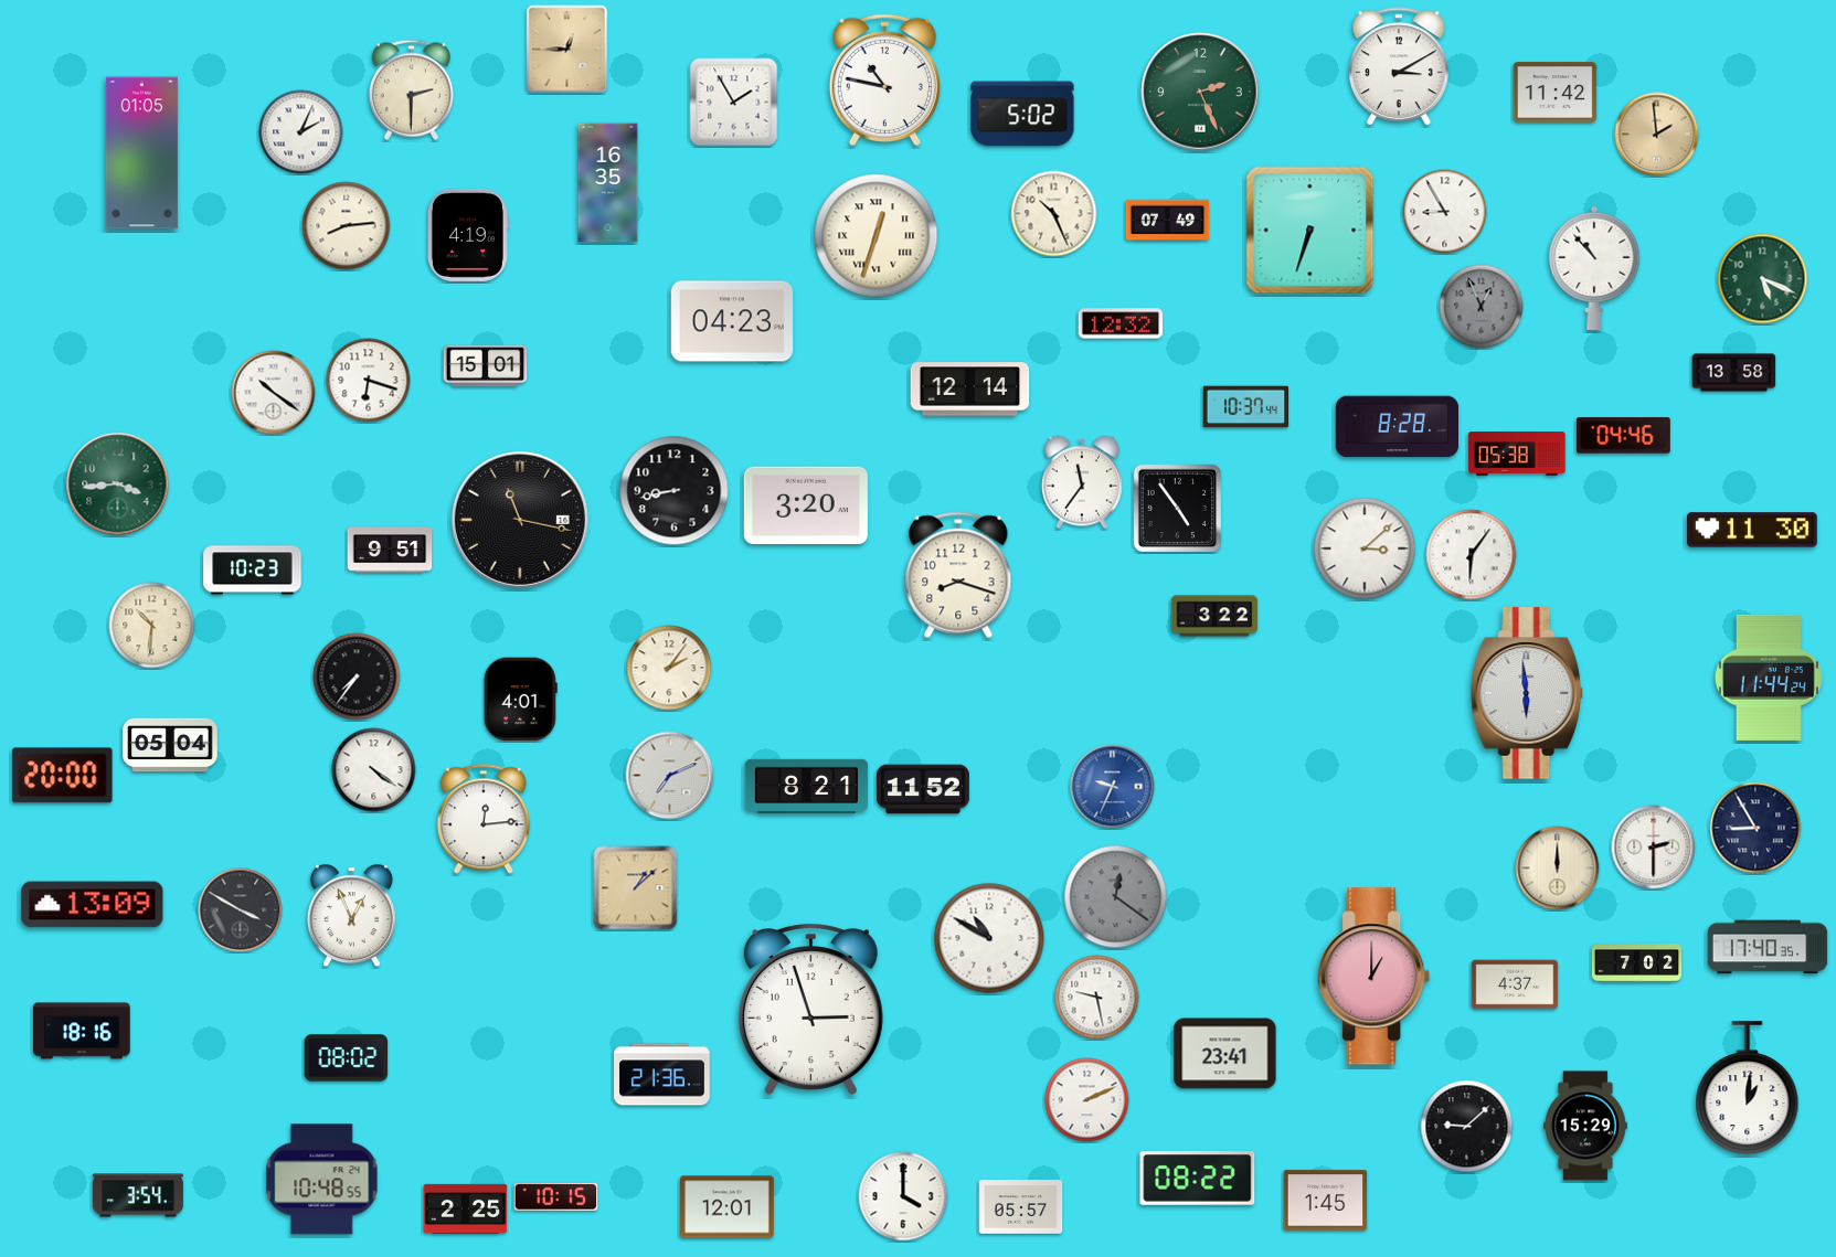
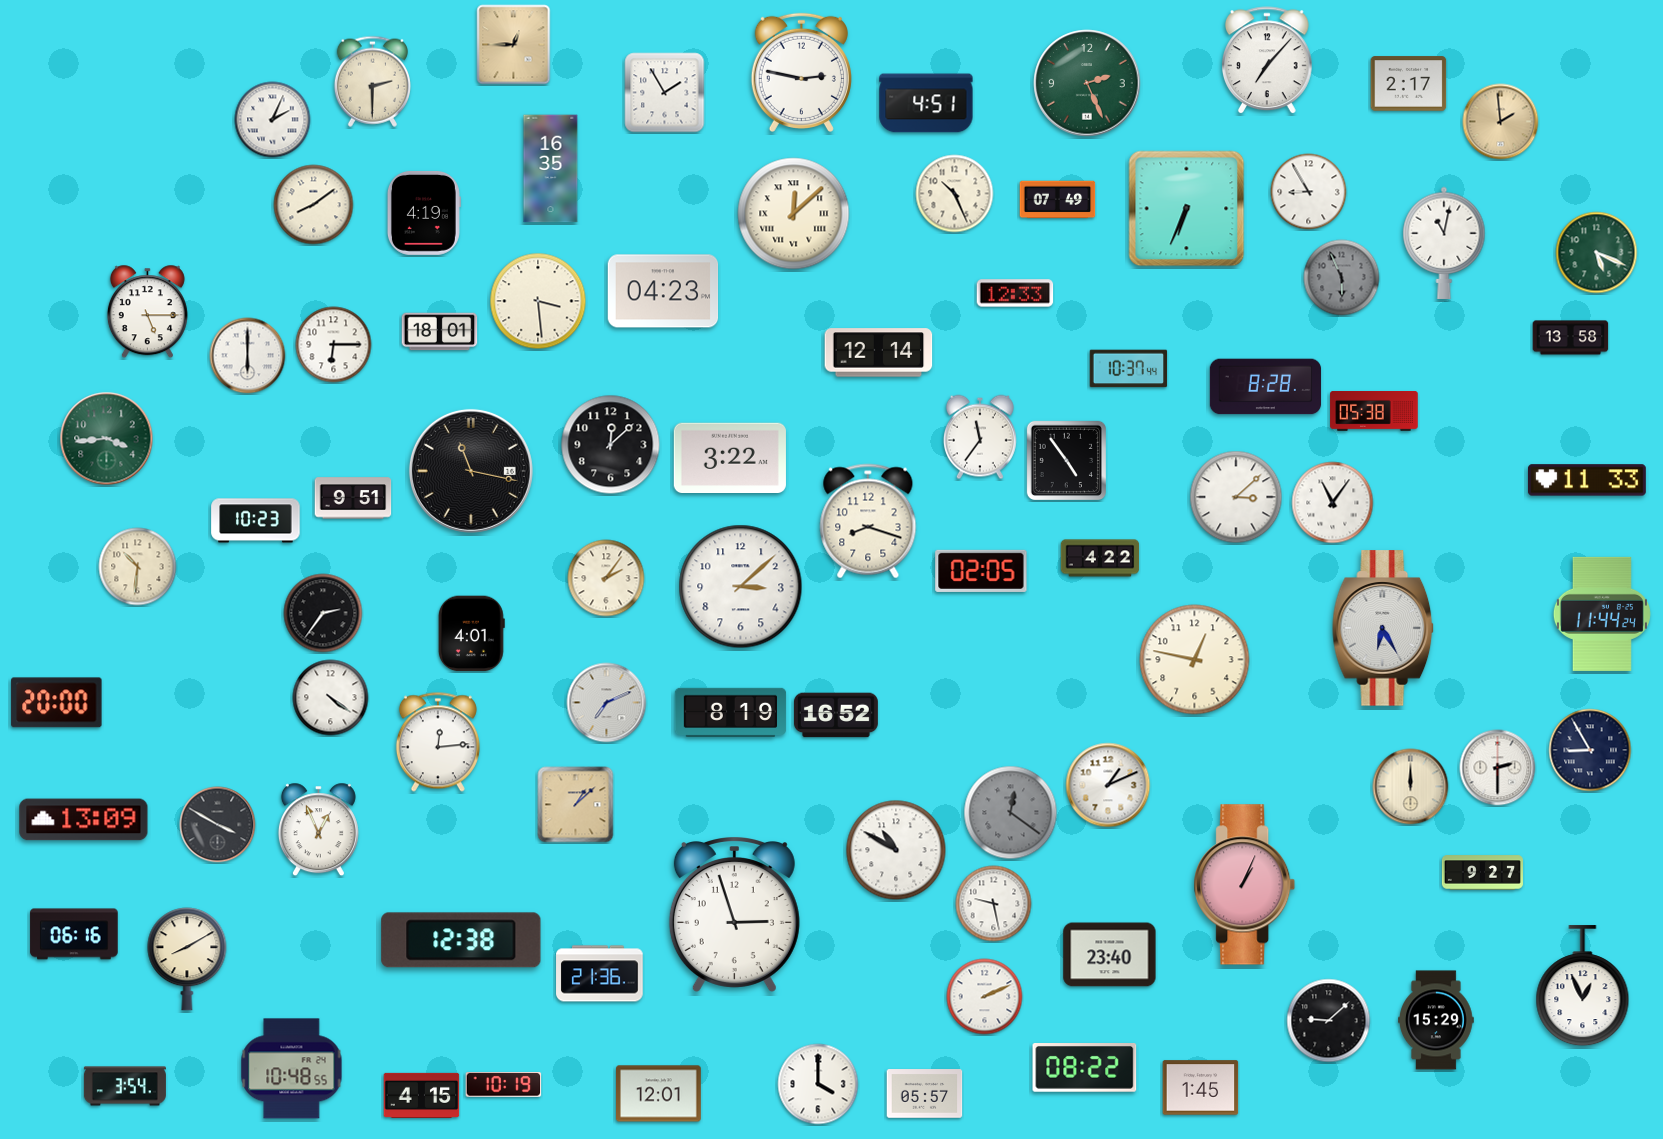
clock at (1399, 67): 3:10 -> 7:07
clock at (884, 79): 10:47 -> 2:47
clock at (1556, 93): 11:42 -> 2:17
clock at (1022, 114): 5:02 -> 4:51
clock at (141, 153): 01:05 -> none
clock at (608, 183) position: (608, 183) -> (551, 169)
clock at (347, 226): 8:14 -> 8:09
clock at (1310, 231): 6:33 -> 6:34
clock at (877, 236): 12:33 -> 12:08
clock at (1594, 268): 10:53 -> 11:02
clock at (1482, 307): 12:56 -> 5:56
clock at (1121, 323): 12:32 -> 12:33
clock at (538, 301): none -> 3:29
clock at (147, 312): none -> 5:15
clock at (486, 366): 15:01 -> 18:01
clock at (369, 381): 6:18 -> 6:15
clock at (274, 393): 10:21 -> 6:00
clock at (1623, 436): 04:46 -> none
clock at (675, 491): 8:43 -> 12:08
clock at (806, 504): 3:20 -> 3:22
clock at (1752, 530): 11:30 -> 11:33
clock at (1472, 555): 6:06 -> 11:06
clock at (253, 571) position: (253, 571) -> (256, 521)
clock at (1214, 616): 3:22 -> 4:22
clock at (981, 571): none -> 02:05
clock at (741, 587): none -> 3:08
clock at (669, 668) position: (669, 668) -> (606, 578)
clock at (357, 677): 7:36 -> 2:36
clock at (1528, 693): 5:59 -> 6:25
clock at (1195, 660): none -> 12:47
clock at (170, 745): 05:04 -> none
clock at (374, 770) position: (374, 770) -> (331, 698)
clock at (807, 786): 8:21 -> 8:19
clock at (1113, 787): 9:34 -> none
clock at (923, 789): 11:52 -> 16:52
clock at (1108, 785): none -> 1:11
clock at (1768, 947): 17:40 -> none
clock at (1636, 963): 7:02 -> 9:27
clock at (1375, 977): 1:00 -> 1:04
clock at (1515, 984): 4:37 -> none
clock at (82, 1031): 18:16 -> 06:16
clock at (461, 940): none -> 12:38
clock at (1225, 1054): 23:41 -> 23:40
clock at (187, 959): none -> 8:10
clock at (347, 1058): 08:02 -> none
clock at (1748, 1088): 1:01 -> 12:56
clock at (138, 1195) position: (138, 1195) -> (125, 1086)
clock at (556, 1197): 10:15 -> 10:19
clock at (466, 1208): 2:25 -> 4:15
